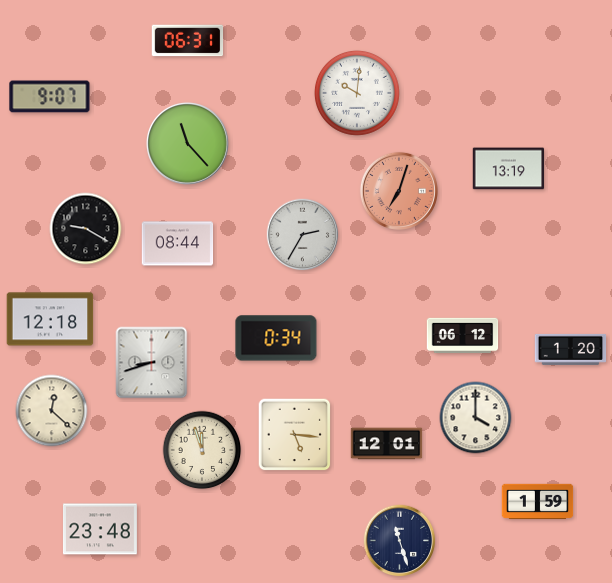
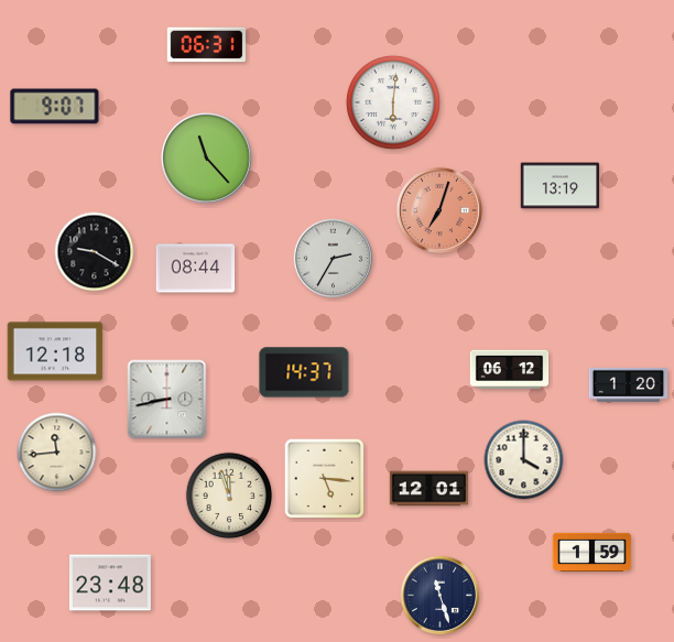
clock at (357, 93): 10:01 -> 6:01
clock at (276, 338): 0:34 -> 14:37
clock at (152, 363): 8:42 -> 8:43
clock at (52, 411): 12:22 -> 11:44
clock at (387, 444) position: (387, 444) -> (430, 489)
clock at (202, 450) position: (202, 450) -> (229, 496)
